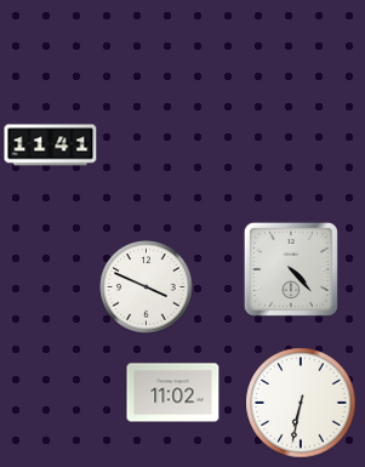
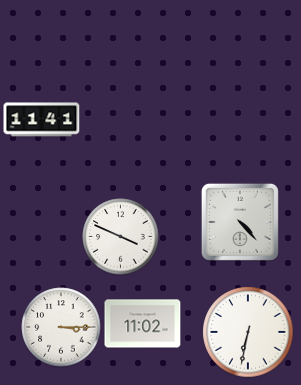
clock at (61, 327): none -> 3:15
